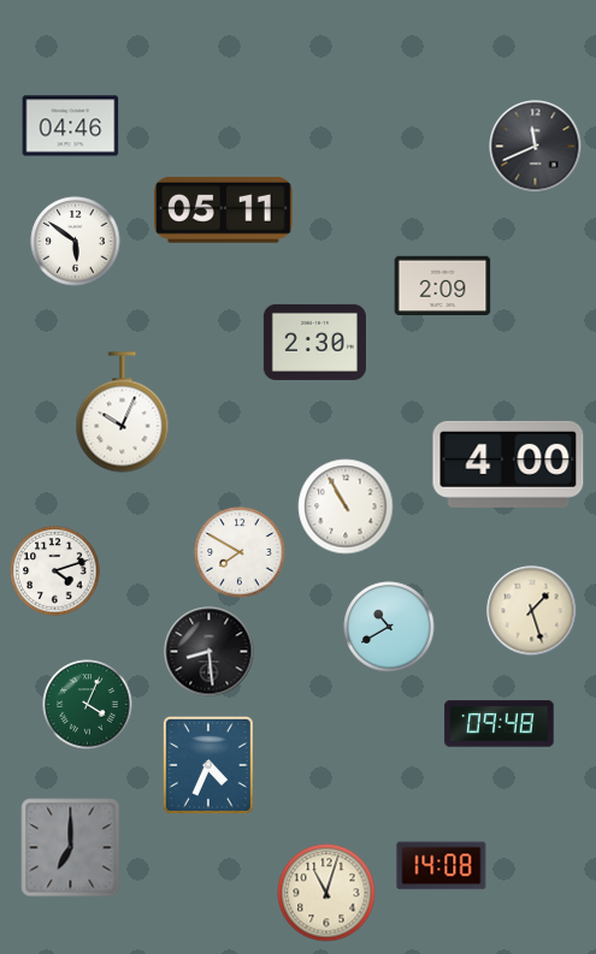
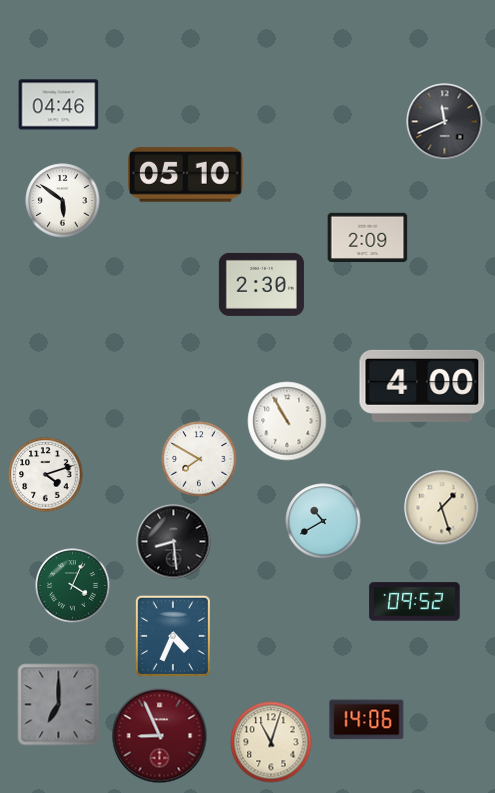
clock at (224, 209): 05:11 -> 05:10
clock at (123, 413): 10:04 -> none
clock at (500, 724): 09:48 -> 09:52
clock at (442, 866): 14:08 -> 14:06
clock at (160, 736): none -> 8:56
